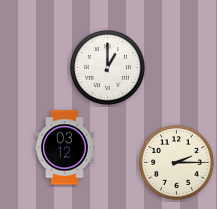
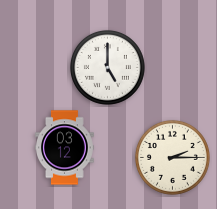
clock at (107, 67): 1:00 -> 5:00
clock at (176, 162) position: (176, 162) -> (172, 157)
